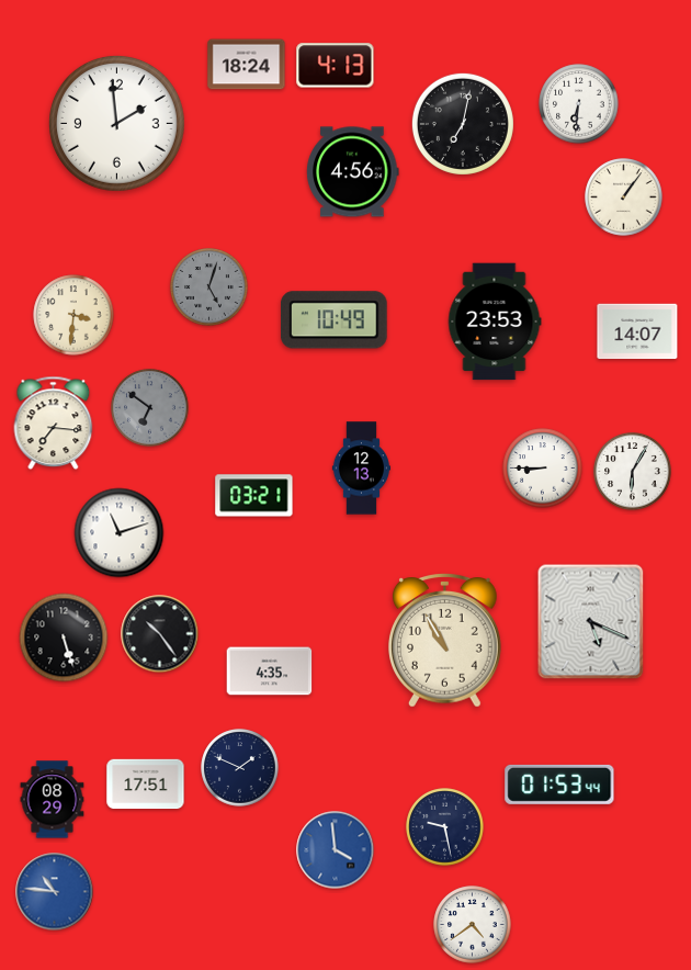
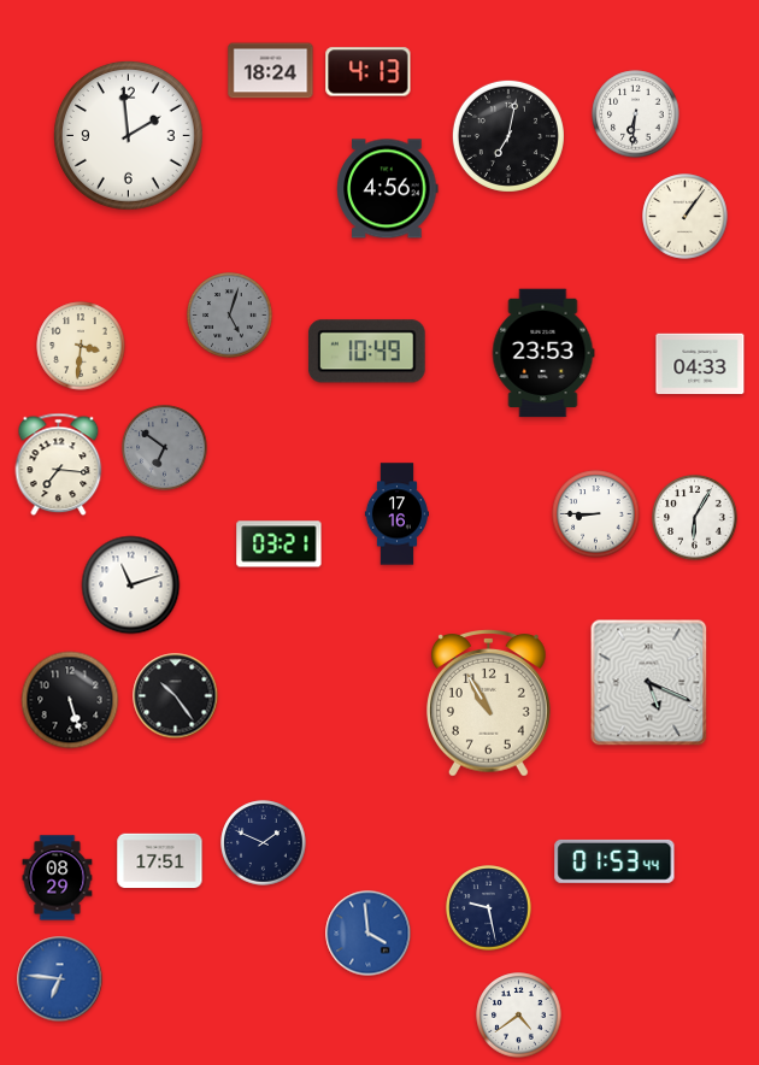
clock at (637, 331): 14:07 -> 04:33
clock at (361, 469): 12:13 -> 17:16
clock at (270, 672): 4:35 -> none
clock at (55, 892): 10:46 -> 6:46
